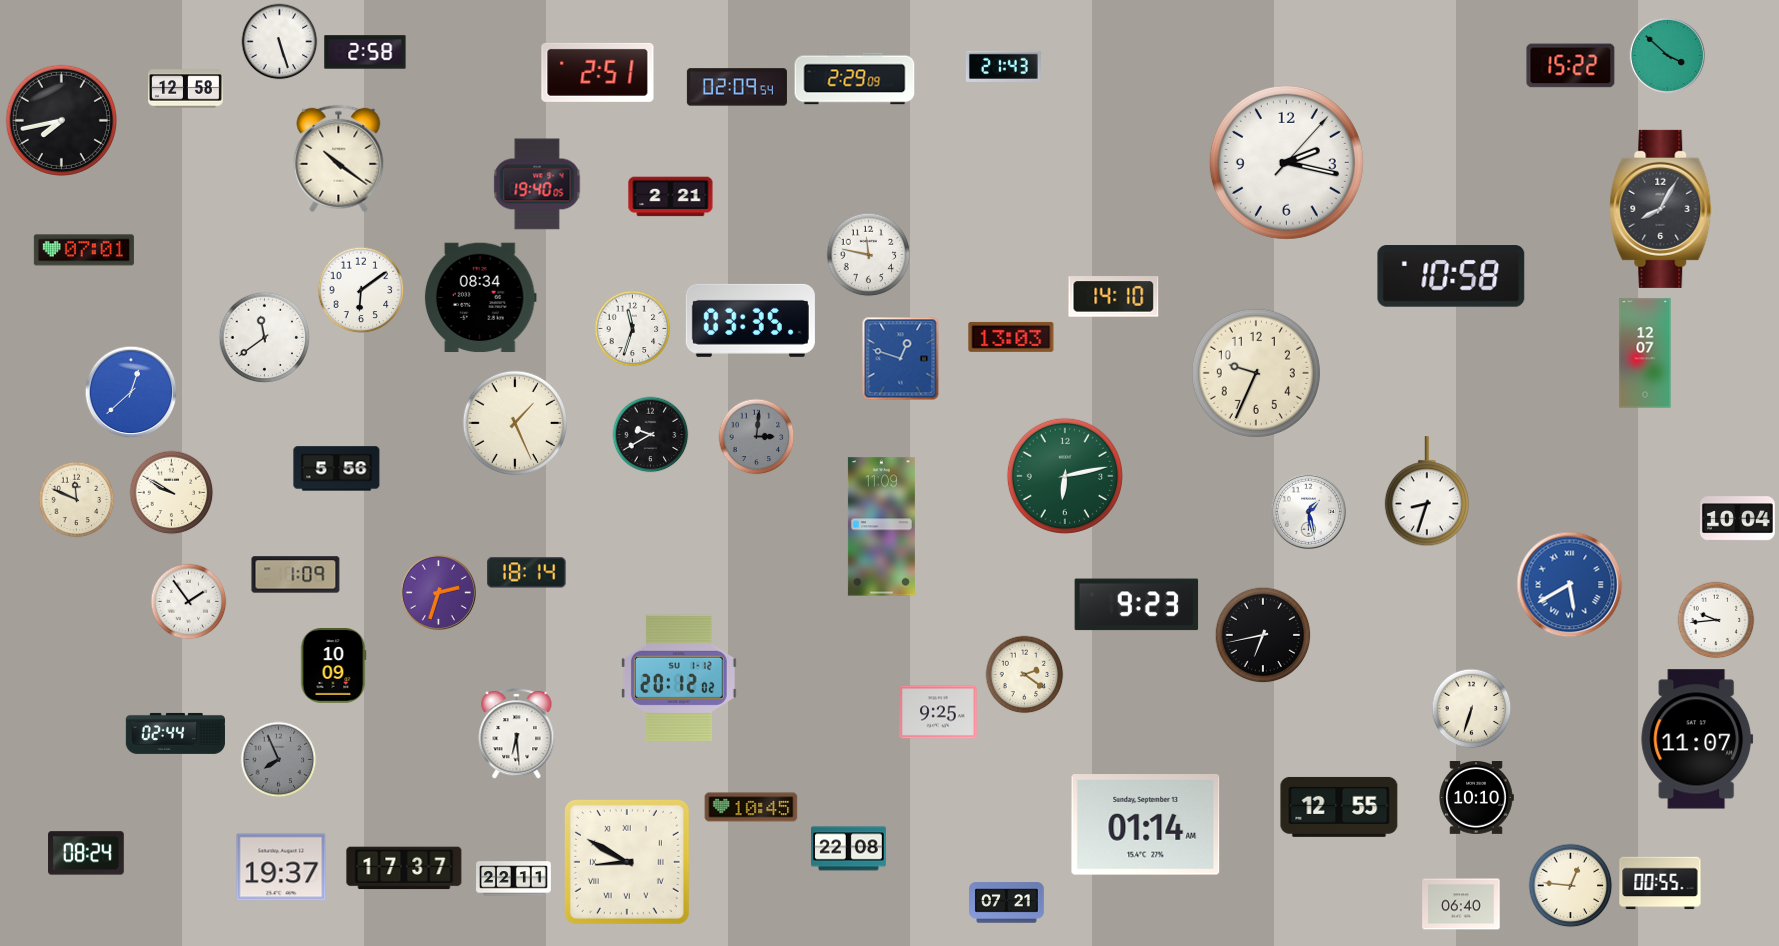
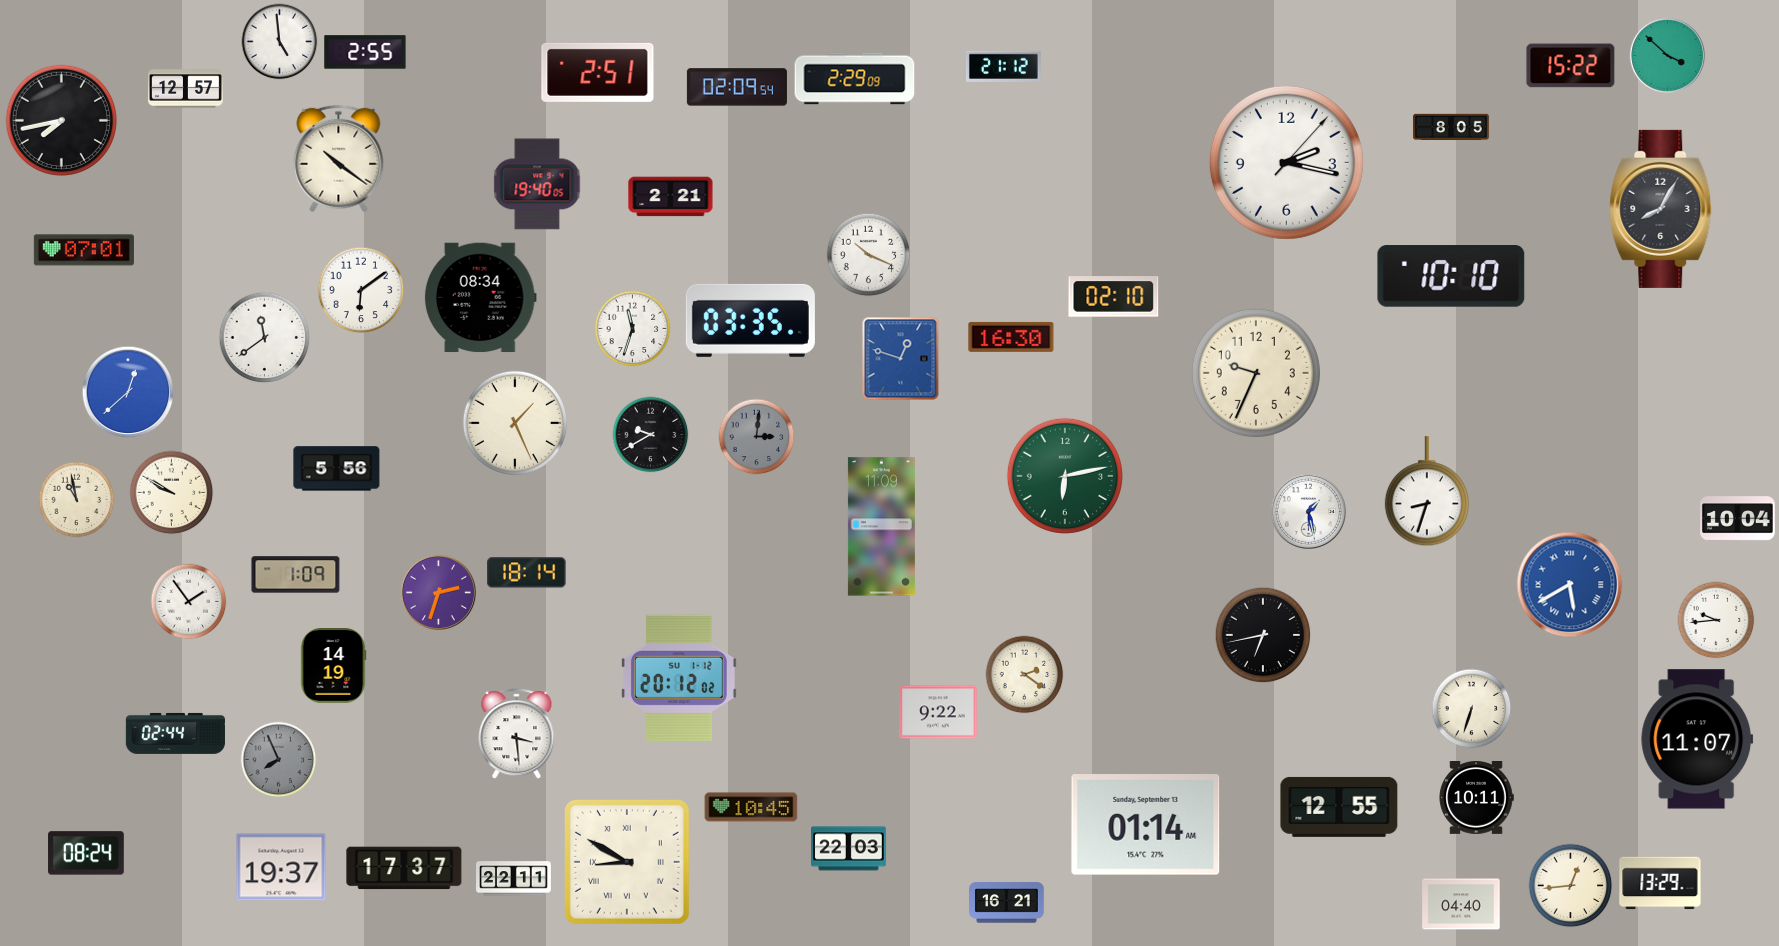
clock at (280, 42): 5:27 -> 4:59
clock at (365, 52): 2:58 -> 2:55
clock at (1004, 66): 21:43 -> 21:12
clock at (186, 89): 12:58 -> 12:57
clock at (1451, 127): none -> 8:05
clock at (869, 255): 11:47 -> 10:19
clock at (1451, 276): 10:58 -> 10:10
clock at (1114, 297): 14:10 -> 02:10
clock at (1011, 337): 13:03 -> 16:30
clock at (1645, 353): 12:07 -> none
clock at (131, 392) position: (131, 392) -> (128, 392)
clock at (77, 500): 11:49 -> 10:58
clock at (1137, 605): 9:23 -> none
clock at (333, 666): 10:09 -> 14:19
clock at (938, 712): 9:25 -> 9:22
clock at (517, 734): 6:29 -> 3:29
clock at (1476, 798): 10:10 -> 10:11
clock at (849, 849): 22:08 -> 22:03
clock at (1660, 883): 00:55 -> 13:29
clock at (1571, 886): 12:46 -> 12:44
clock at (1007, 903): 07:21 -> 16:21
clock at (1461, 904): 06:40 -> 04:40
